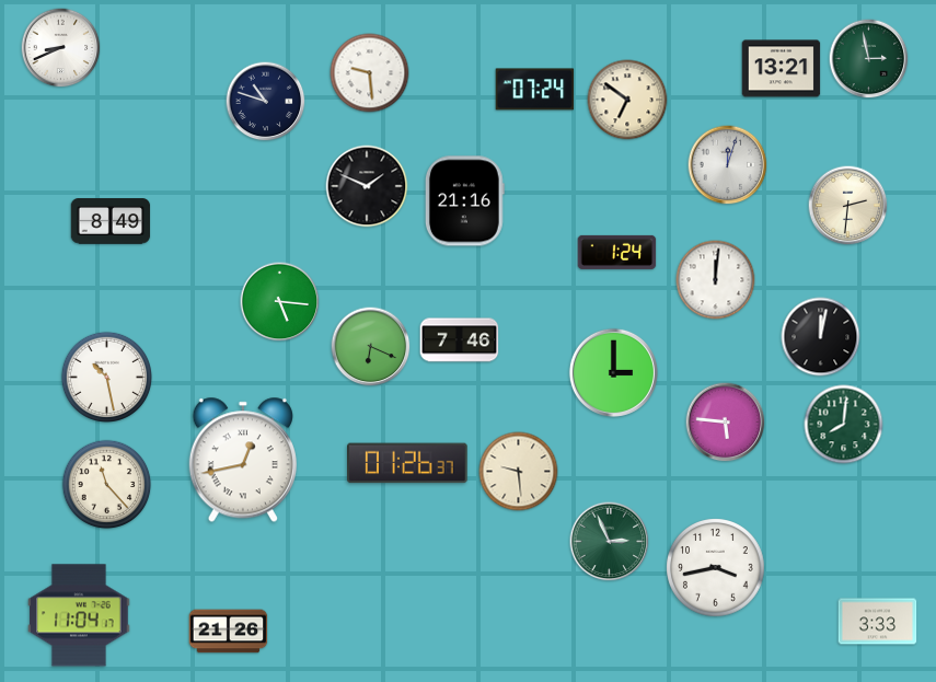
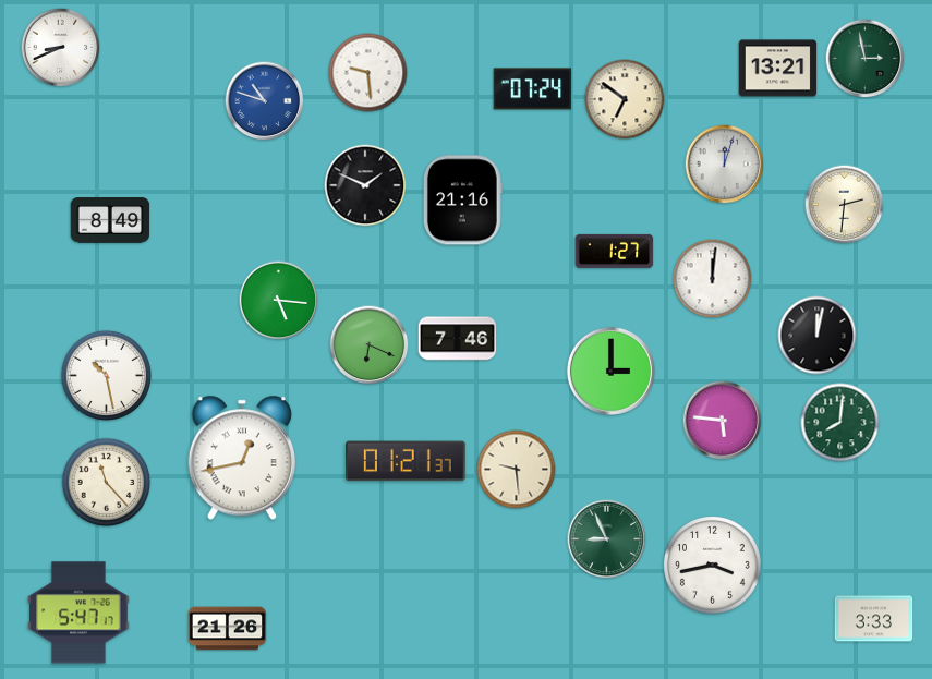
clock at (266, 102) dial: navy -> blue
clock at (617, 252): 1:24 -> 1:27
clock at (408, 463): 01:26 -> 01:21
clock at (610, 542): 2:56 -> 8:56
clock at (79, 615): 11:04 -> 5:47
